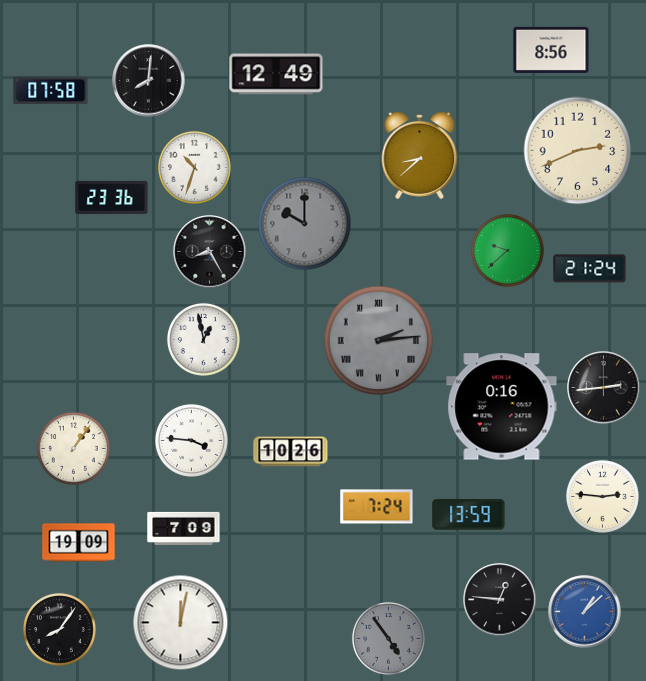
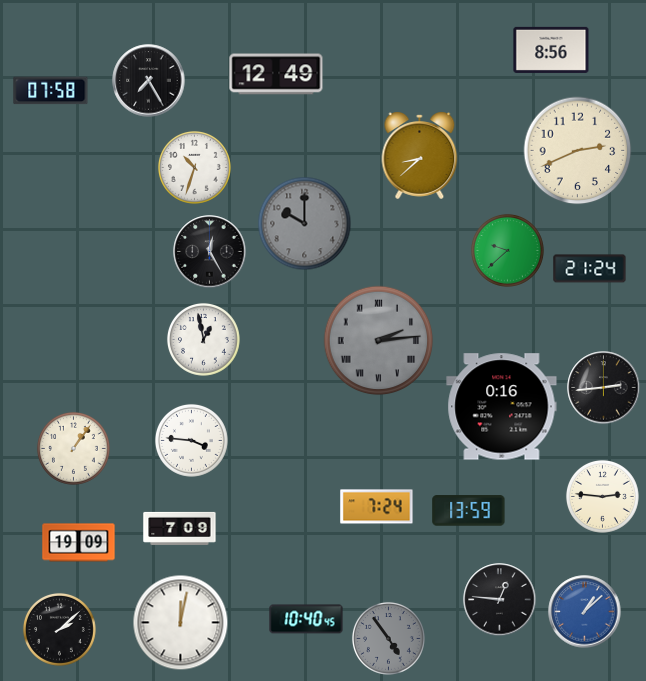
clock at (149, 81): 8:01 -> 7:25
clock at (112, 197): 23:36 -> none
clock at (210, 252): 8:25 -> 12:25
clock at (291, 452): 10:26 -> none
clock at (469, 515) position: (469, 515) -> (469, 511)
clock at (184, 528) position: (184, 528) -> (180, 528)
clock at (306, 619): none -> 10:40
clock at (59, 629): 8:06 -> 2:08
